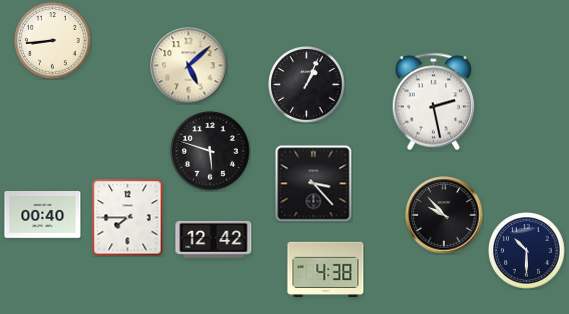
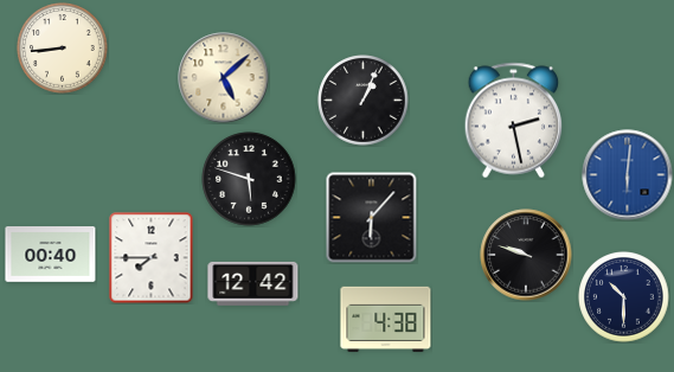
clock at (628, 175): none -> 6:01
clock at (314, 184): 3:23 -> 6:07
clock at (444, 215): 9:53 -> 9:48
